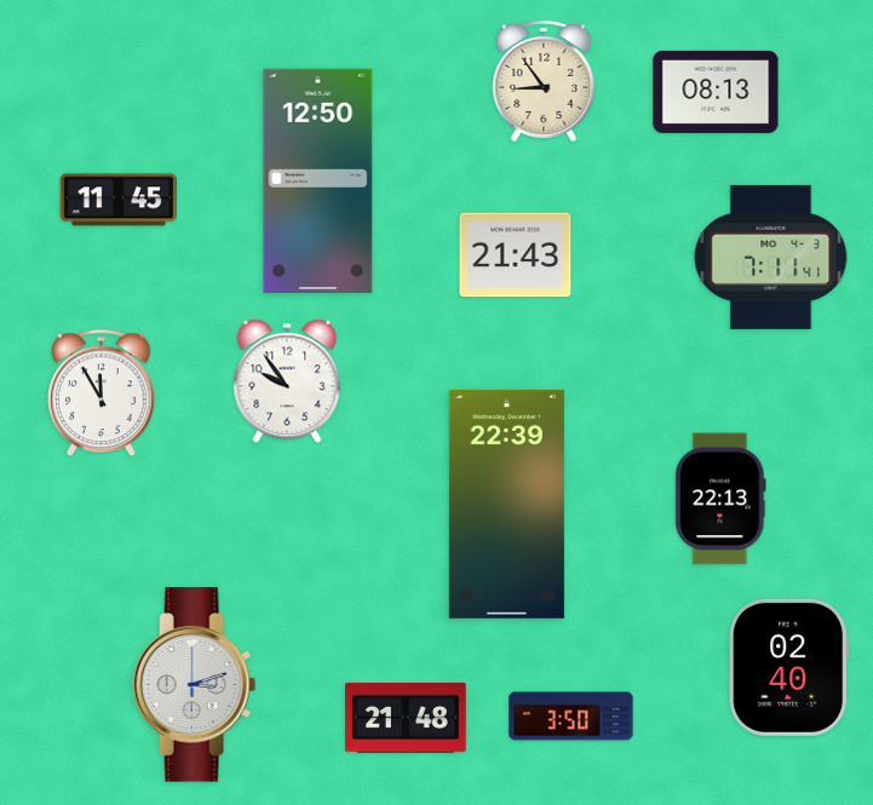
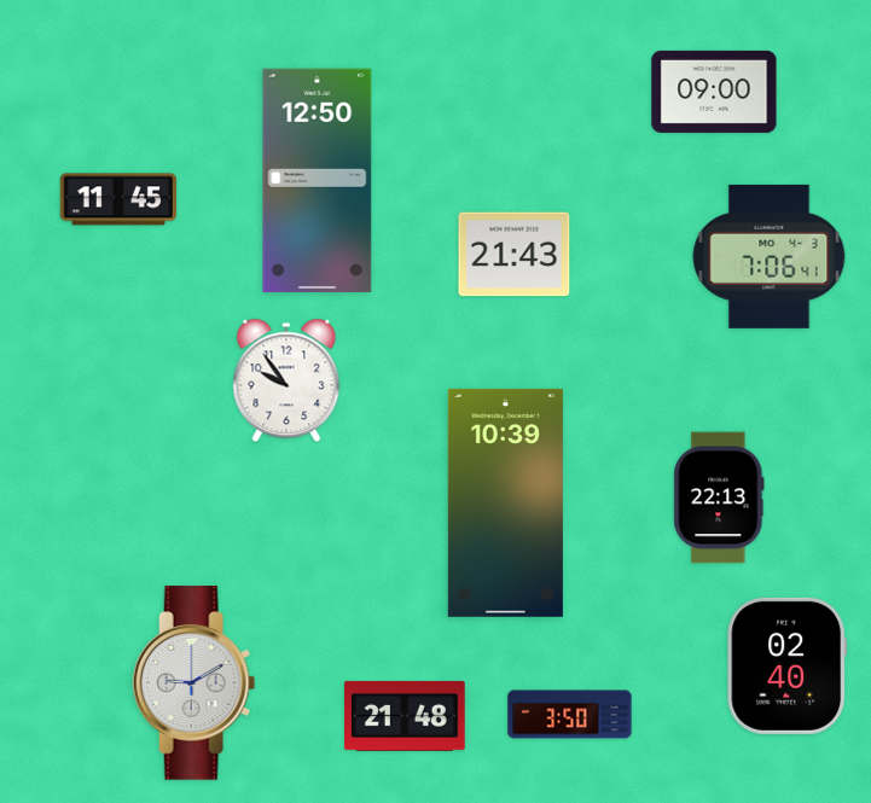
clock at (544, 81): 8:54 -> none
clock at (716, 92): 08:13 -> 09:00
clock at (771, 257): 7:11 -> 7:06
clock at (102, 393): 11:55 -> none
clock at (506, 504): 22:39 -> 10:39
clock at (195, 685): 3:12 -> 9:10
